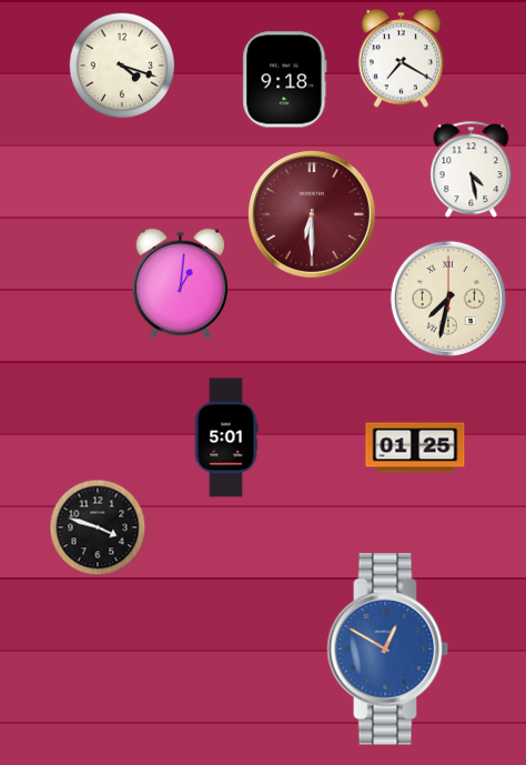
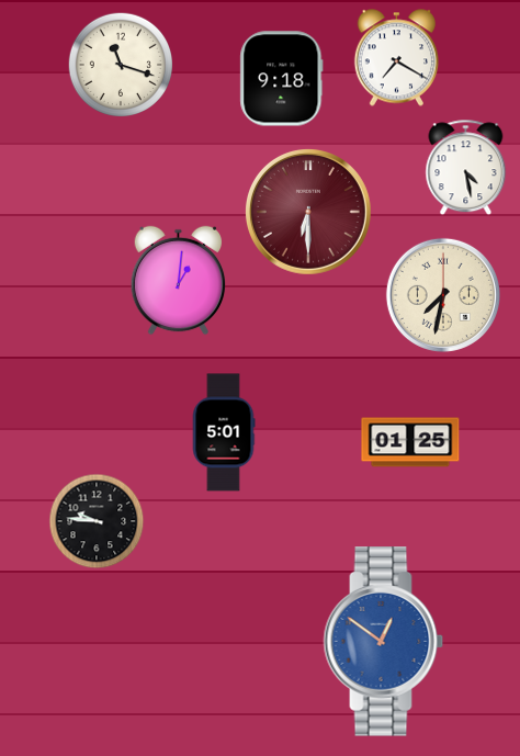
clock at (122, 66): 4:18 -> 11:18
clock at (98, 527): 3:48 -> 9:46
clock at (388, 650): 12:50 -> 12:51
